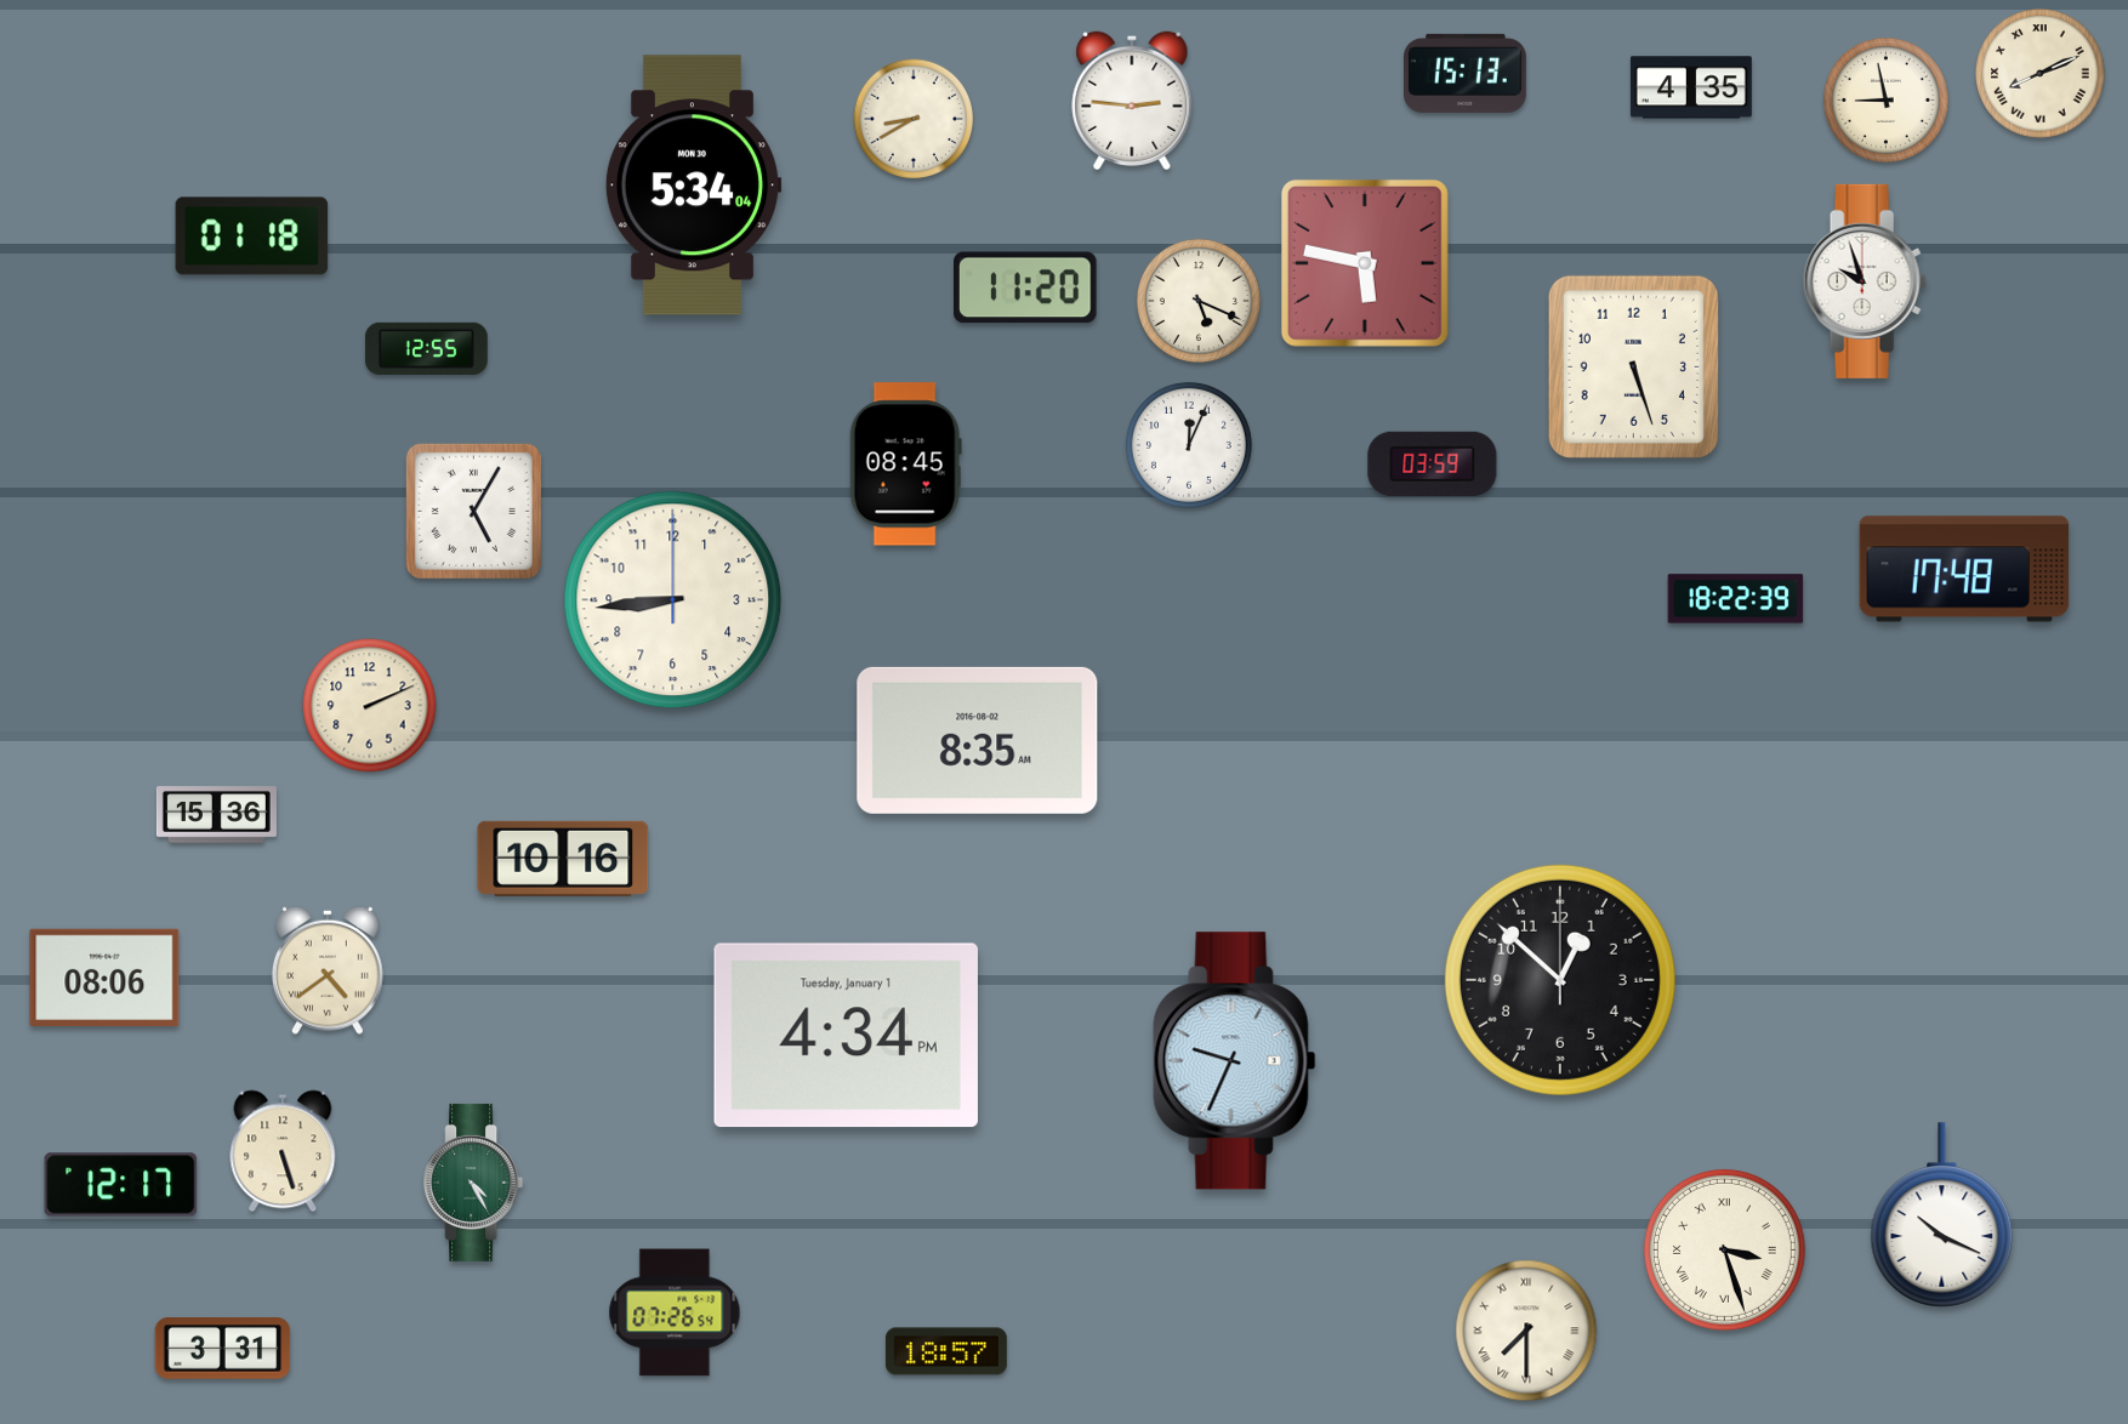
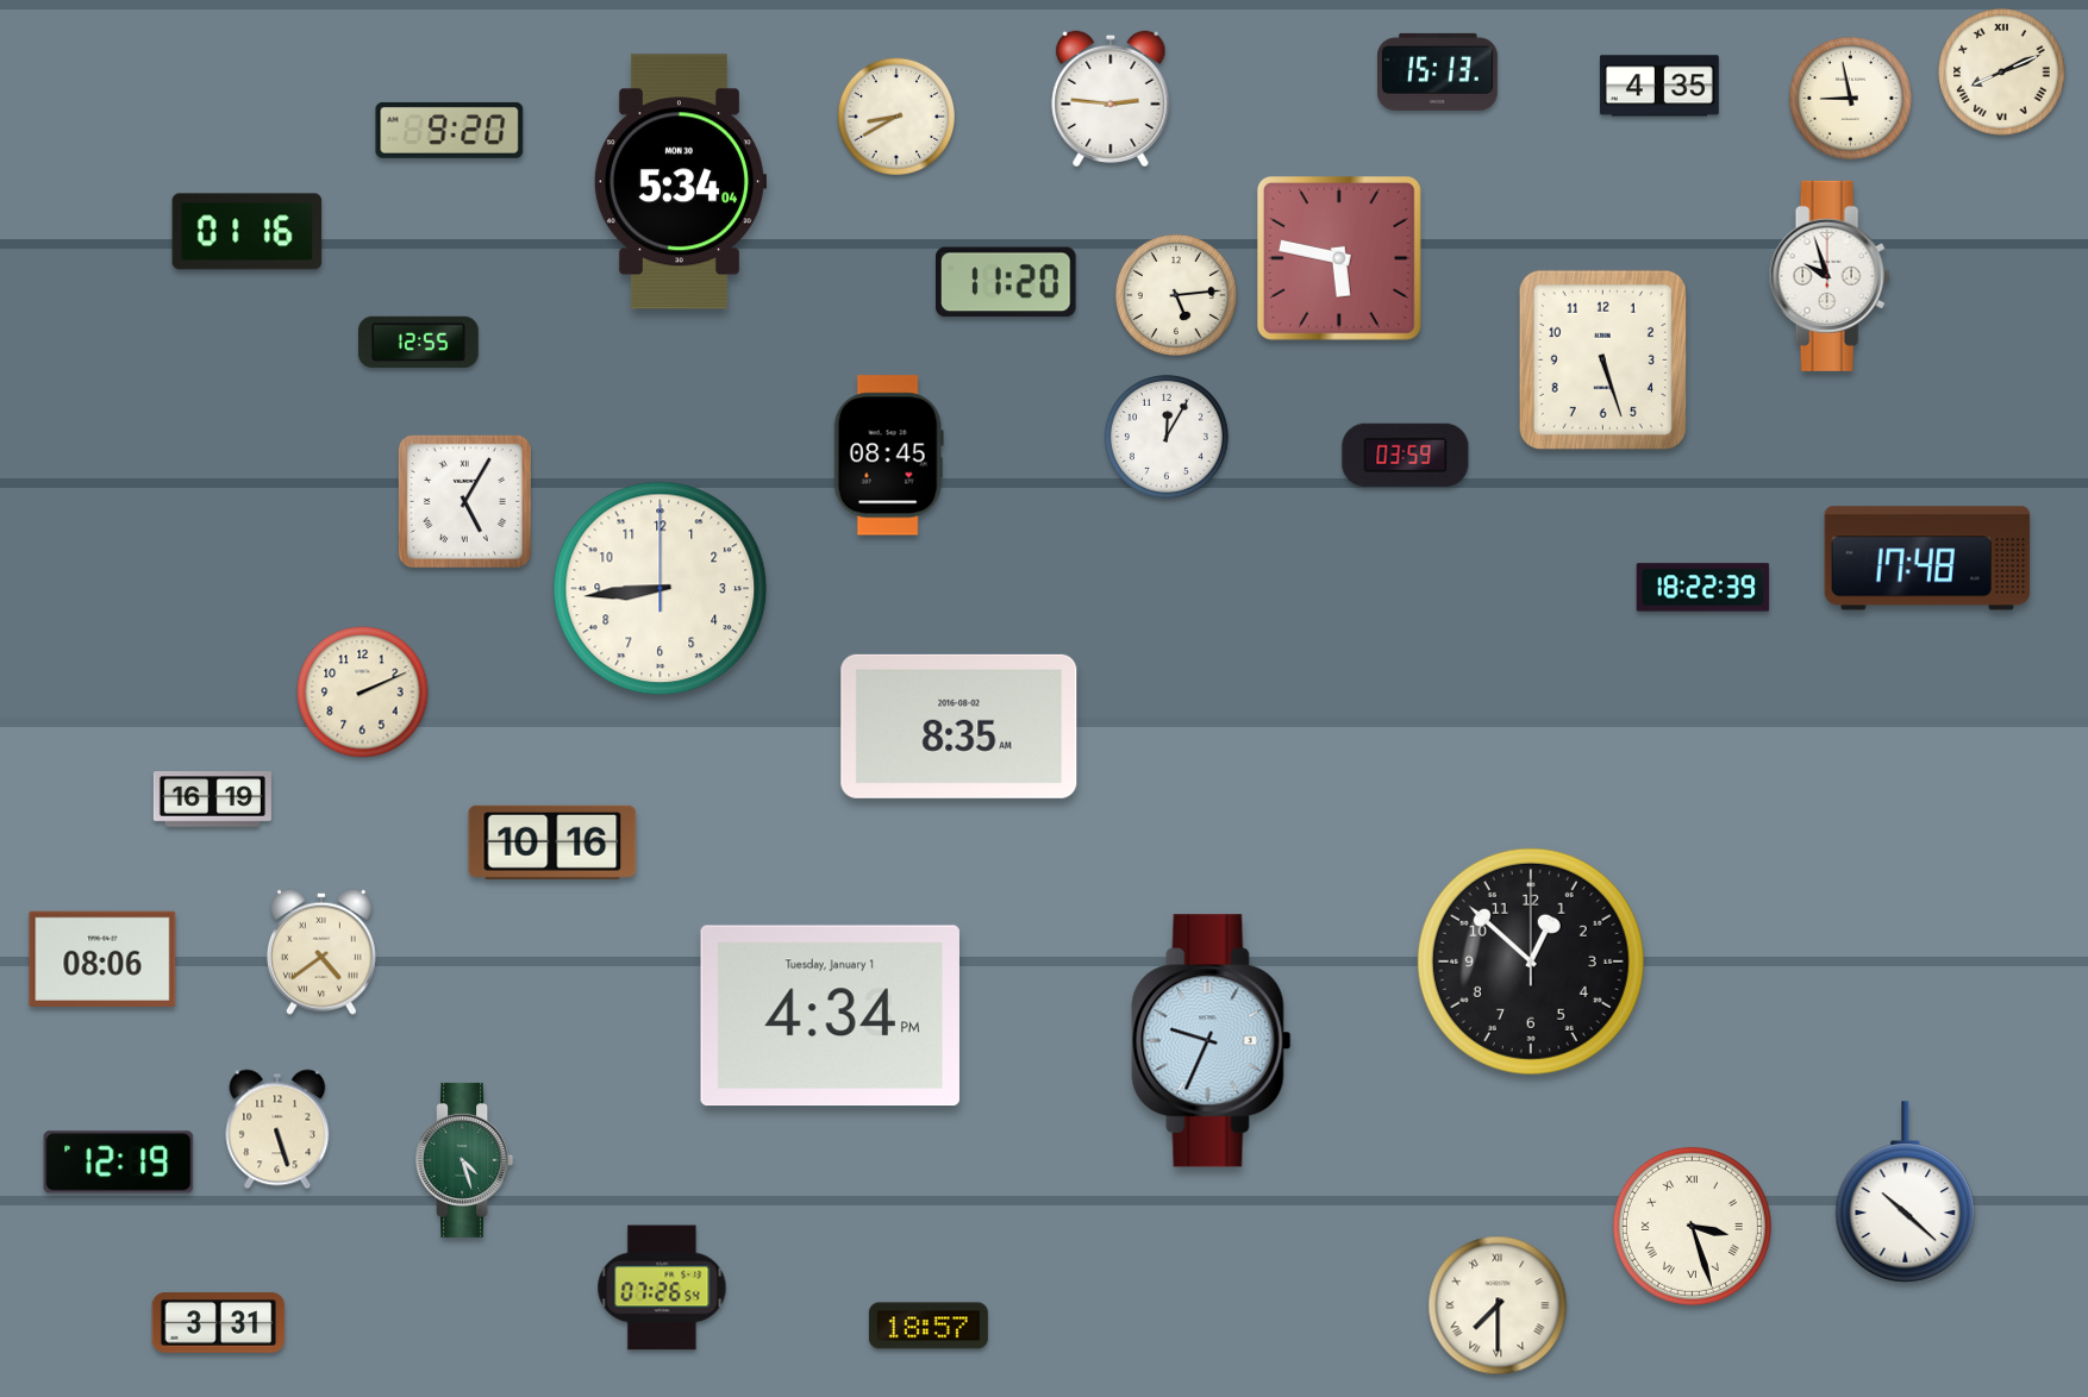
clock at (450, 130): none -> 9:20
clock at (252, 237): 01:18 -> 01:16
clock at (1199, 301): 5:19 -> 5:14
clock at (1189, 445): 12:04 -> 12:05
clock at (216, 815): 15:36 -> 16:19
clock at (473, 1183): 4:25 -> 4:27
clock at (121, 1185): 12:17 -> 12:19
clock at (1942, 1215): 10:19 -> 10:22
